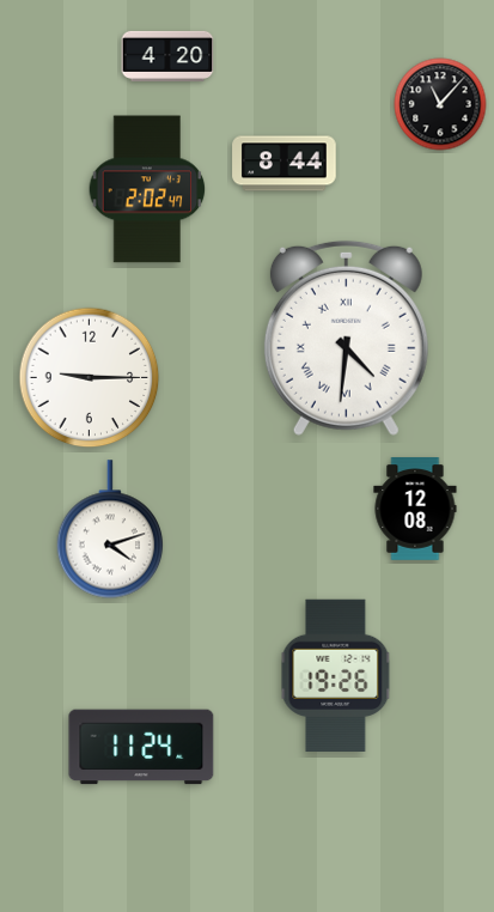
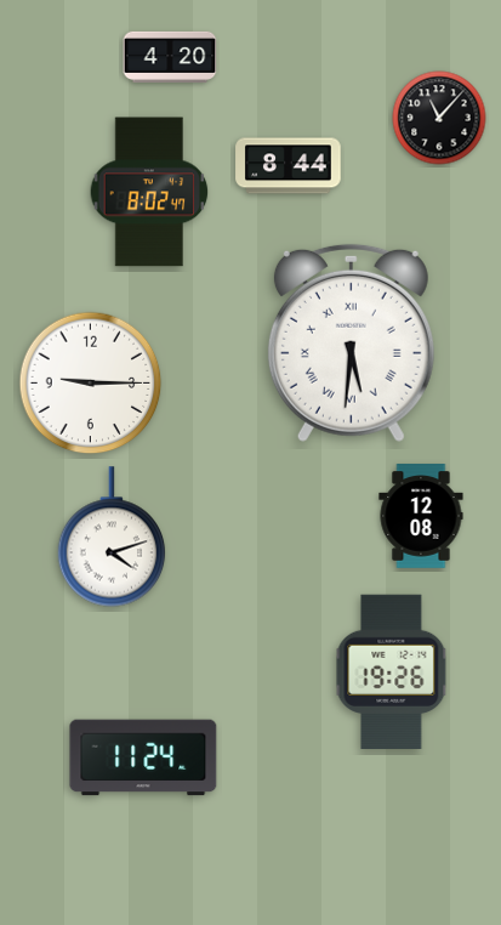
clock at (440, 104) position: (440, 104) -> (439, 118)
clock at (147, 189): 2:02 -> 8:02
clock at (346, 338): 4:31 -> 5:31
clock at (336, 675) position: (336, 675) -> (392, 671)
